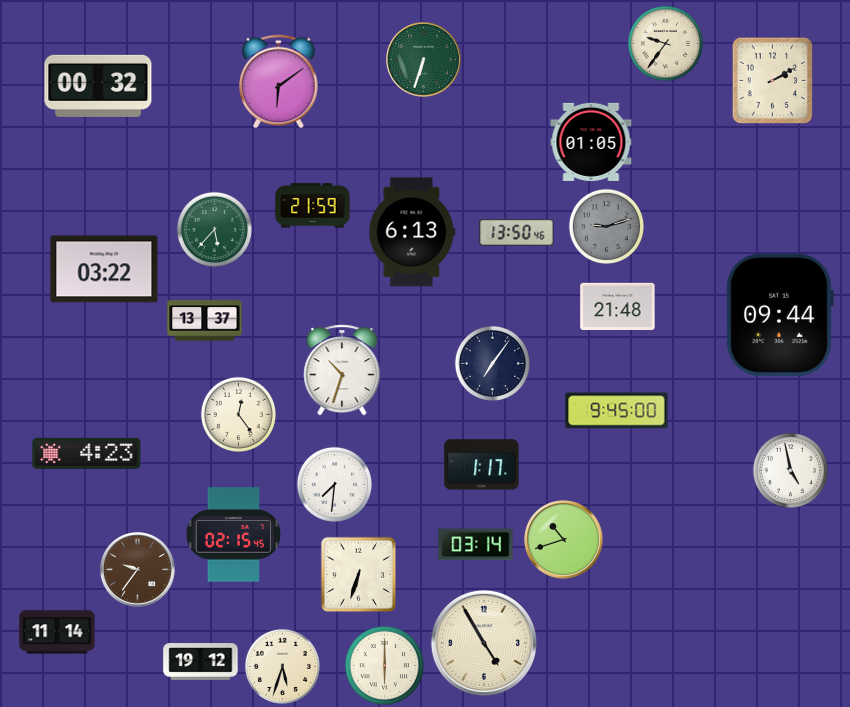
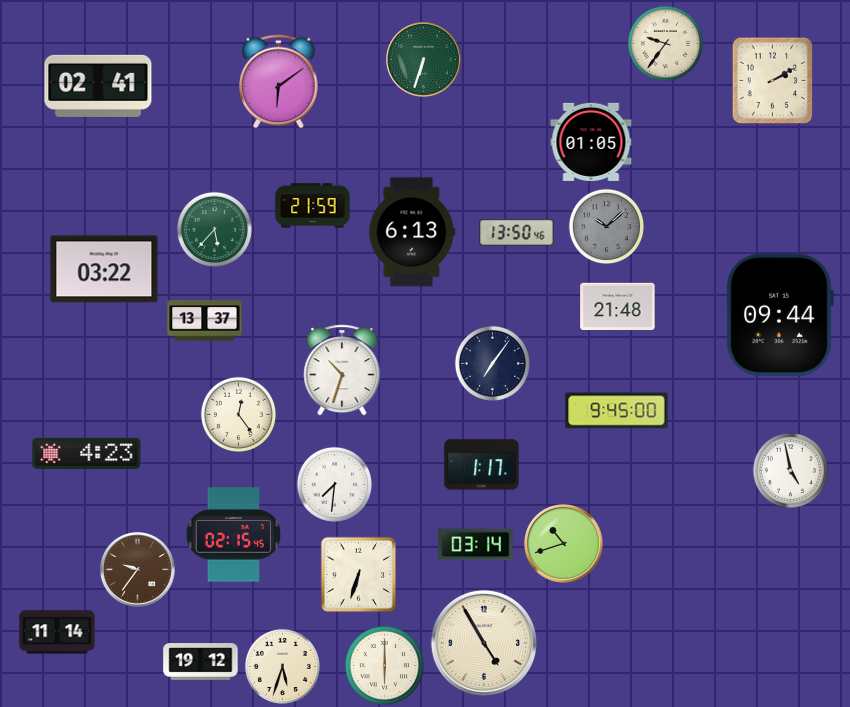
clock at (98, 86): 00:32 -> 02:41
clock at (606, 226): 9:12 -> 10:08
clock at (564, 540) position: (564, 540) -> (564, 544)
